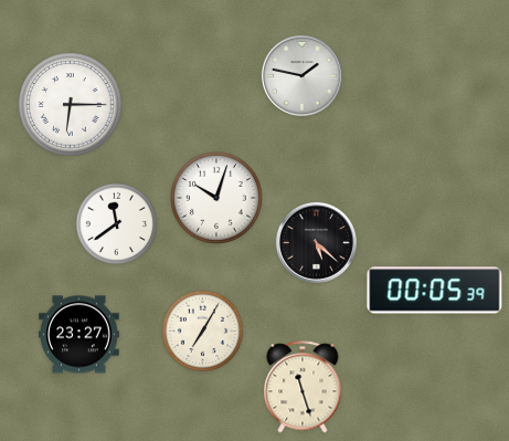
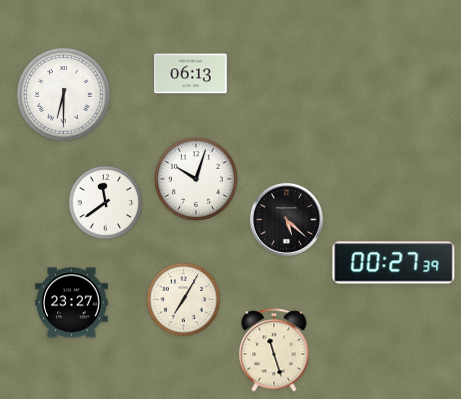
clock at (301, 75): 1:47 -> none
clock at (191, 74): none -> 06:13
clock at (71, 105): 6:15 -> 6:30
clock at (435, 291): 00:05 -> 00:27
